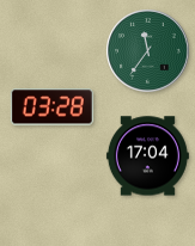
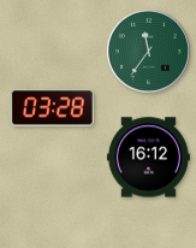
clock at (147, 156): 17:04 -> 16:12
